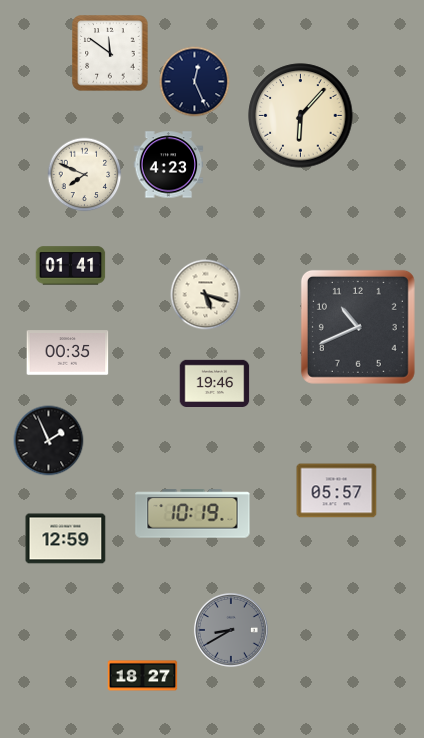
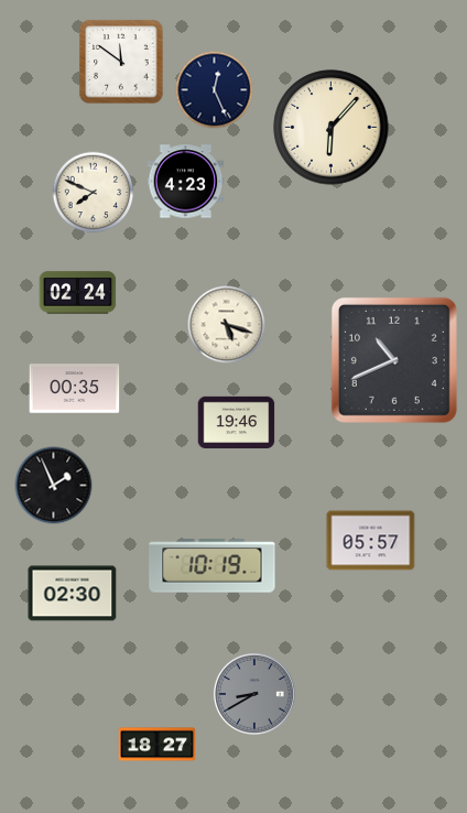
clock at (110, 53) position: (110, 53) -> (121, 62)
clock at (71, 266): 01:41 -> 02:24
clock at (66, 539): 12:59 -> 02:30
